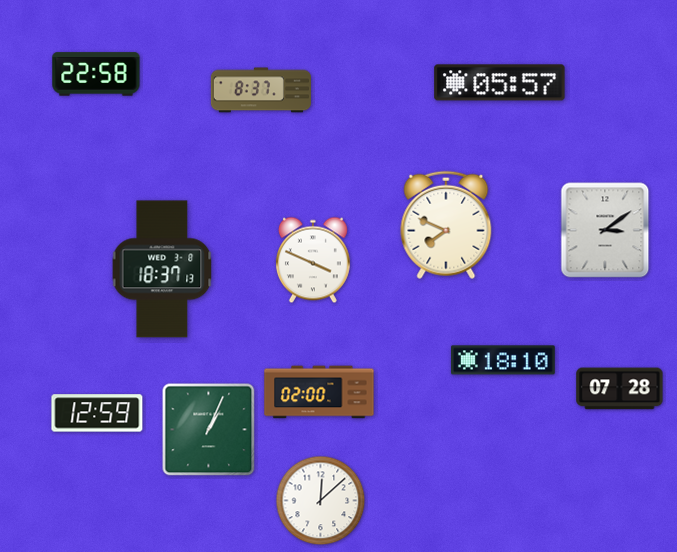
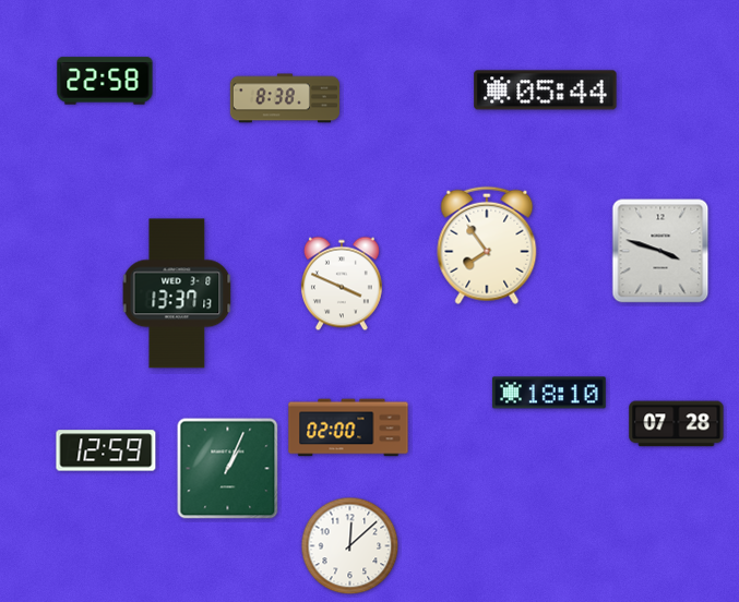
clock at (500, 83): 05:57 -> 05:44
clock at (261, 90): 8:37 -> 8:38
clock at (446, 225): 7:49 -> 7:54
clock at (605, 230): 3:09 -> 3:48
clock at (162, 269): 18:37 -> 13:37
